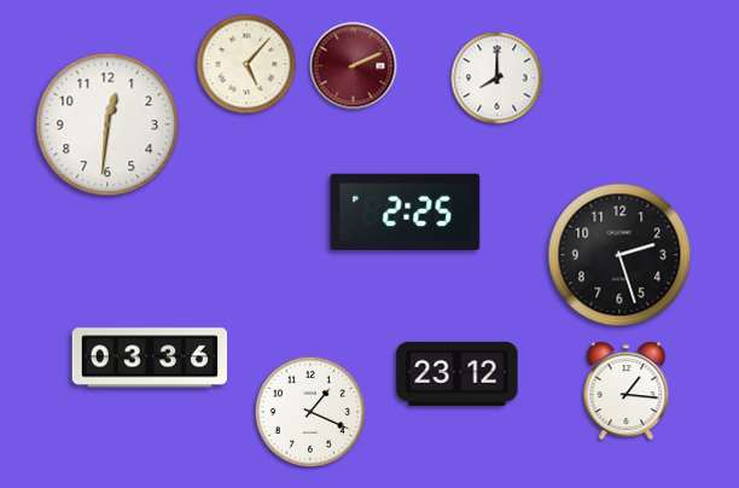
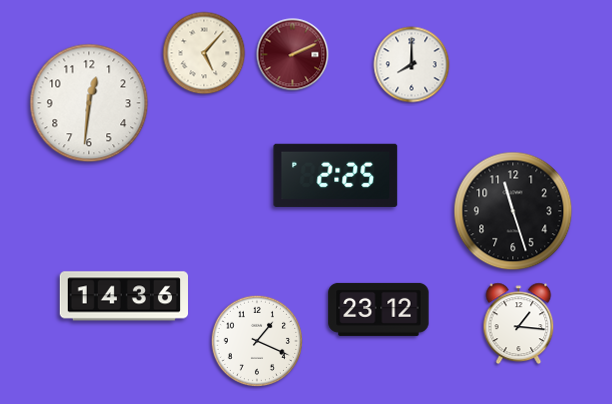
clock at (619, 255): 2:27 -> 11:27
clock at (149, 358): 03:36 -> 14:36
